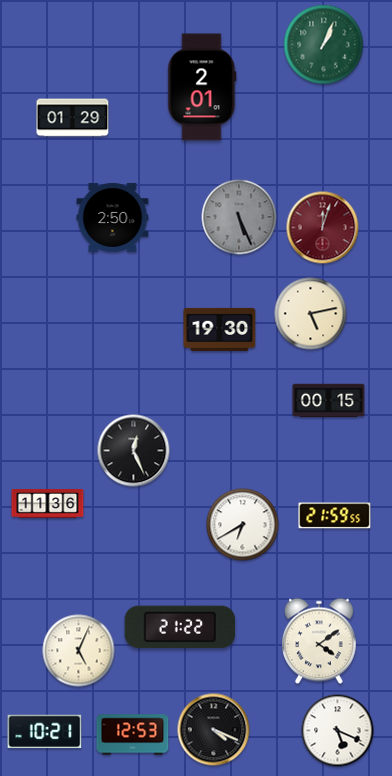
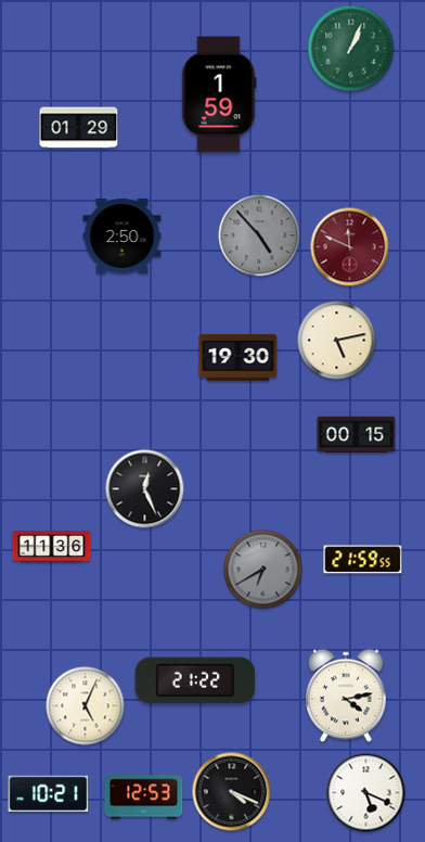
clock at (202, 87): 2:01 -> 1:59
clock at (239, 217): 5:26 -> 4:53
clock at (323, 228): 12:03 -> 11:49
clock at (243, 525) dial: white -> grey
clock at (320, 641): 4:09 -> 4:13
